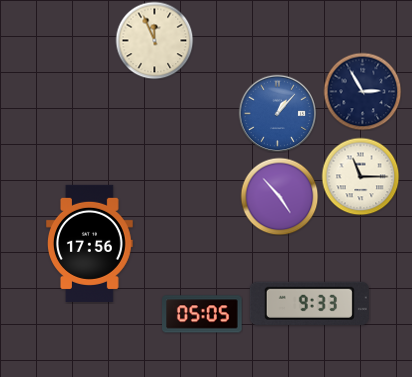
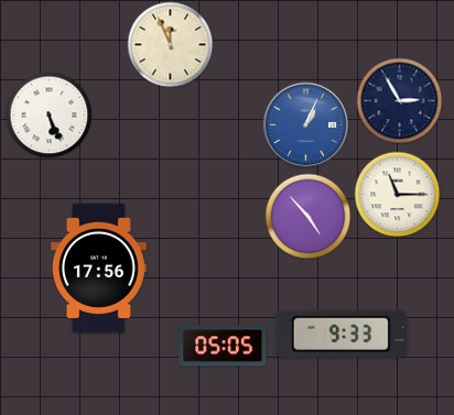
clock at (48, 114): none -> 5:26
clock at (277, 113): 1:07 -> 1:04
